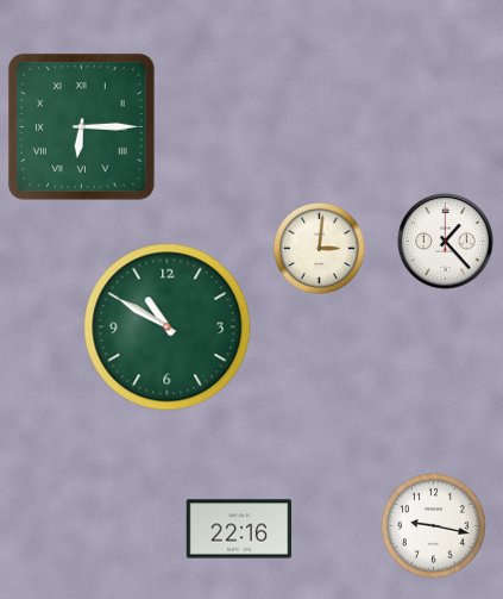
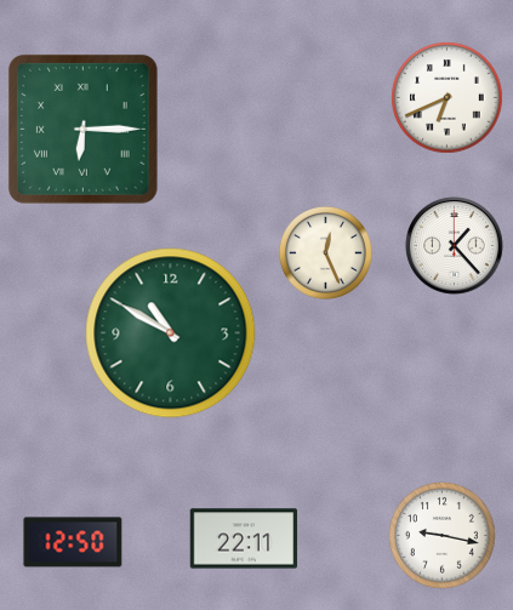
clock at (448, 98): none -> 6:41
clock at (319, 248): 3:01 -> 12:26
clock at (239, 529): 22:16 -> 22:11
clock at (73, 542): none -> 12:50
